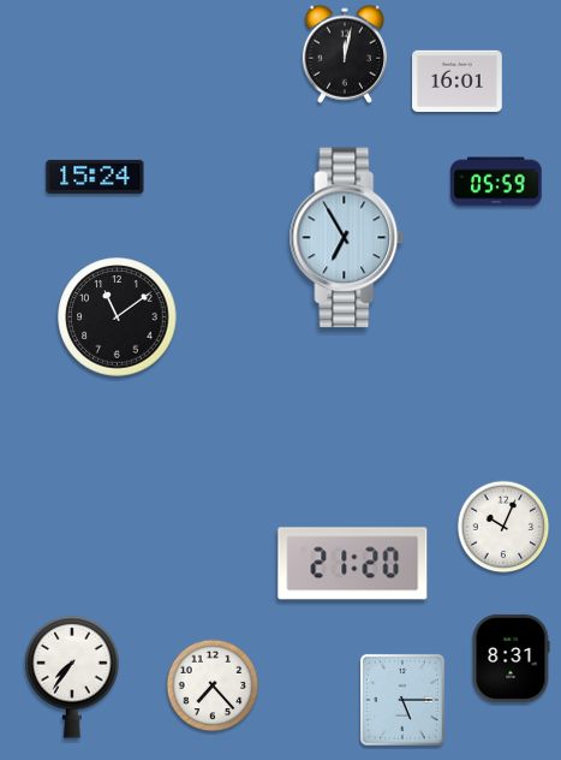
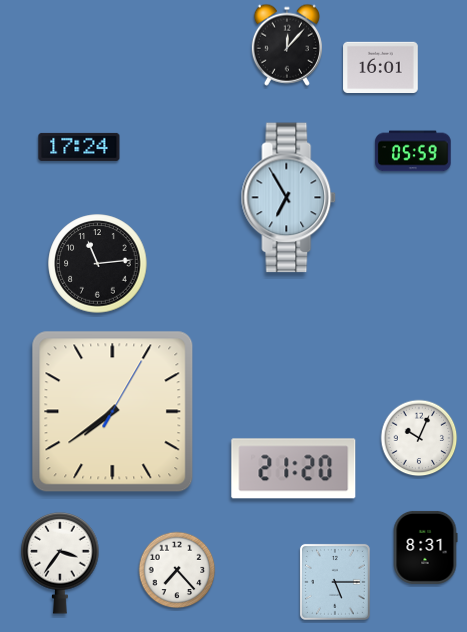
clock at (345, 54): 12:02 -> 12:07
clock at (95, 177): 15:24 -> 17:24
clock at (118, 317): 11:09 -> 11:14
clock at (113, 412): none -> 7:39
clock at (72, 677): 7:36 -> 3:36
